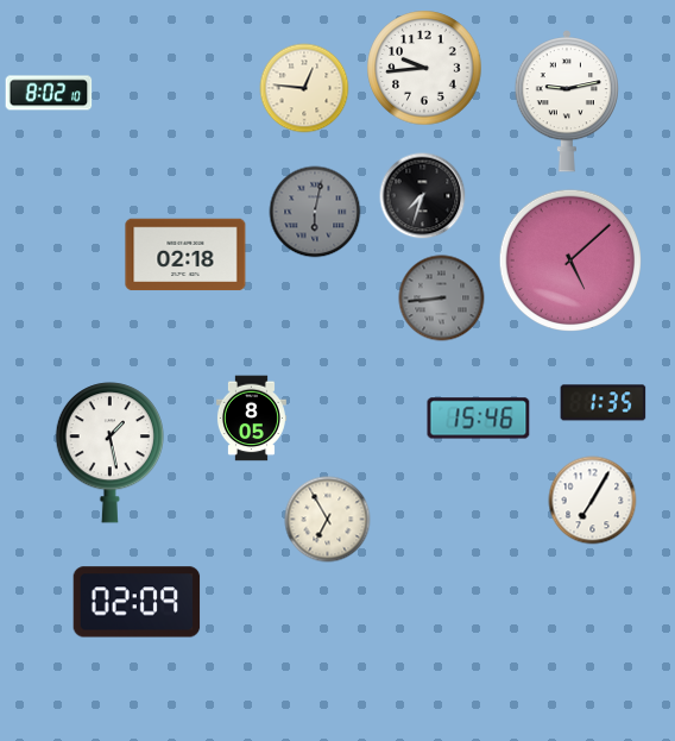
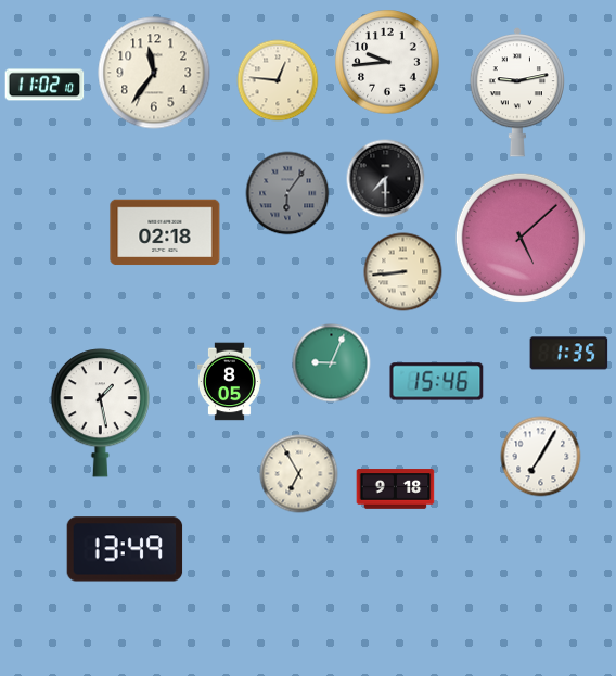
clock at (154, 73): none -> 11:36
clock at (49, 93): 8:02 -> 11:02
clock at (423, 196): 7:33 -> 7:30
clock at (315, 212): 6:02 -> 6:06
clock at (185, 255) position: (185, 255) -> (165, 232)
clock at (442, 299) dial: grey -> cream
clock at (332, 363): none -> 9:04
clock at (604, 403) position: (604, 403) -> (569, 354)
clock at (396, 489): none -> 9:18
clock at (137, 602): 02:09 -> 13:49
